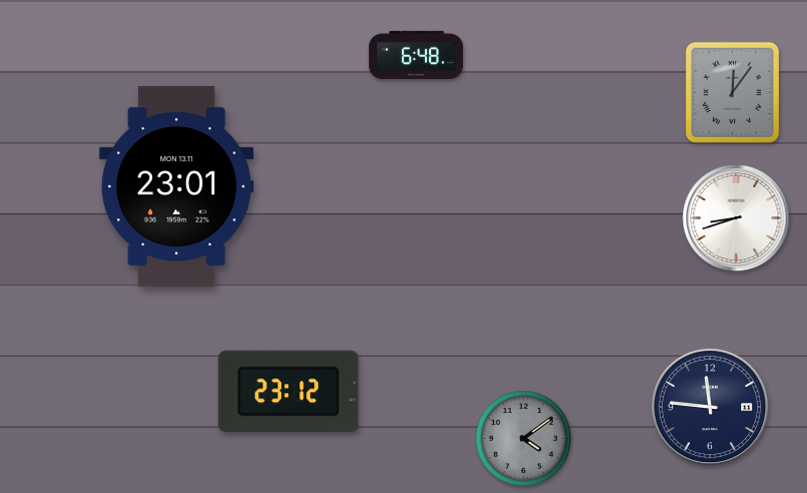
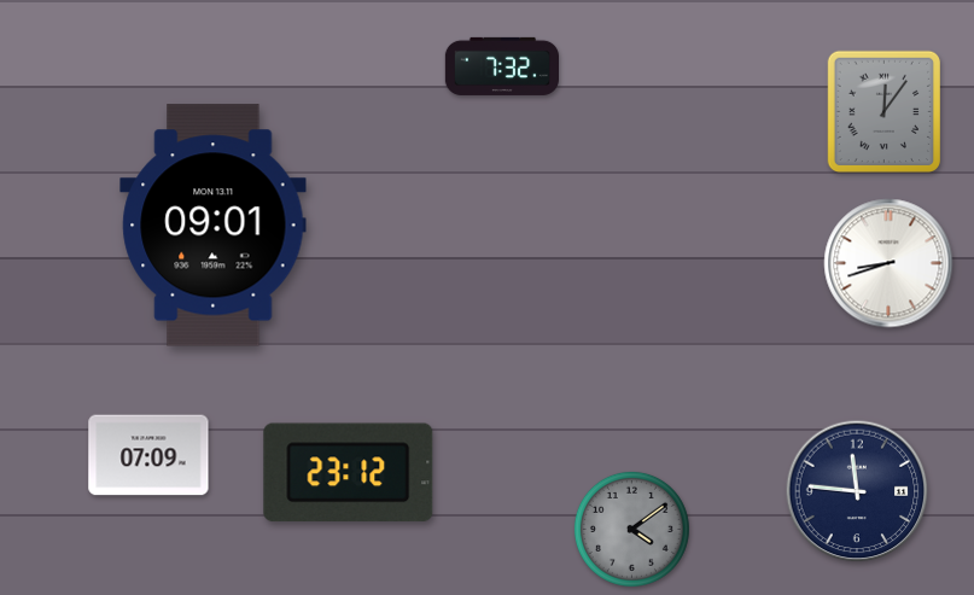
clock at (415, 55): 6:48 -> 7:32
clock at (177, 187): 23:01 -> 09:01
clock at (148, 455): none -> 07:09
